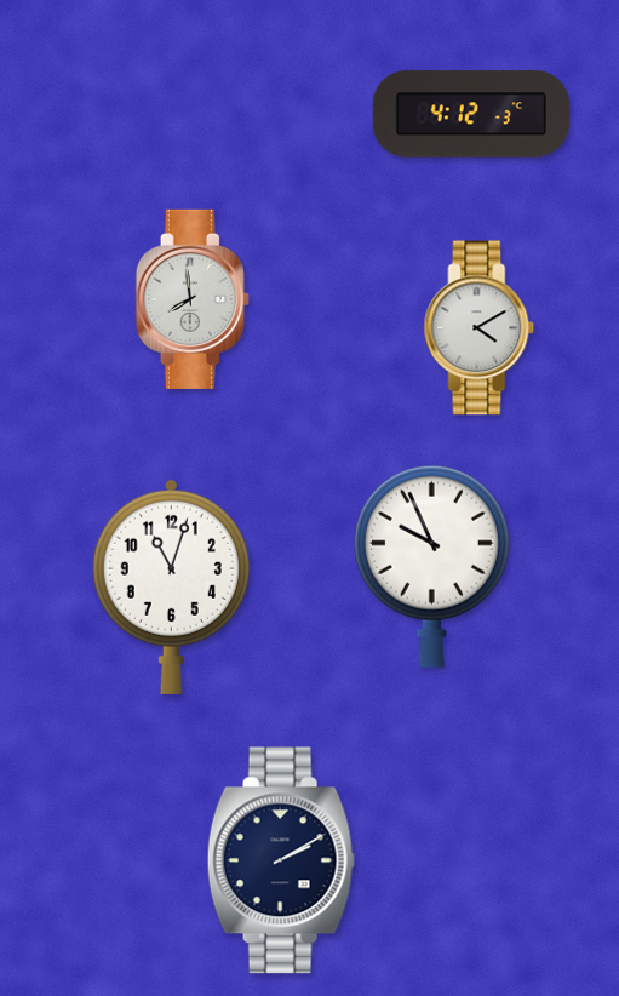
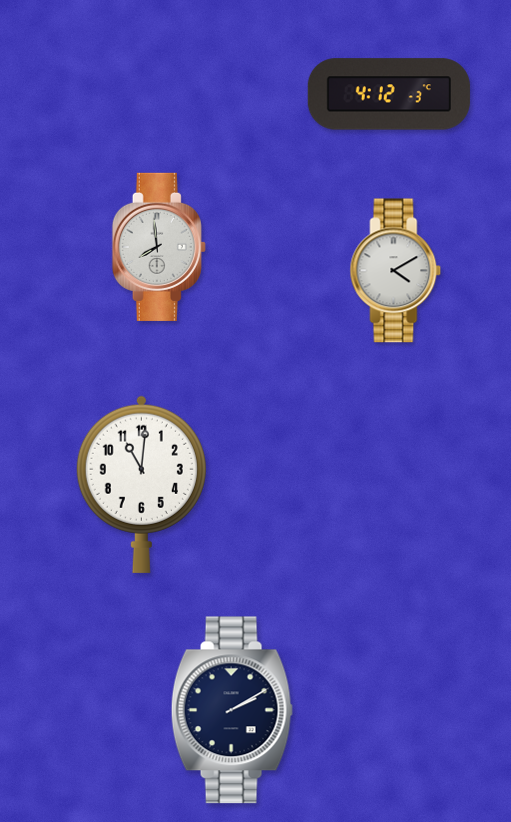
clock at (431, 566): 9:56 -> none
clock at (171, 586): 11:03 -> 11:01
